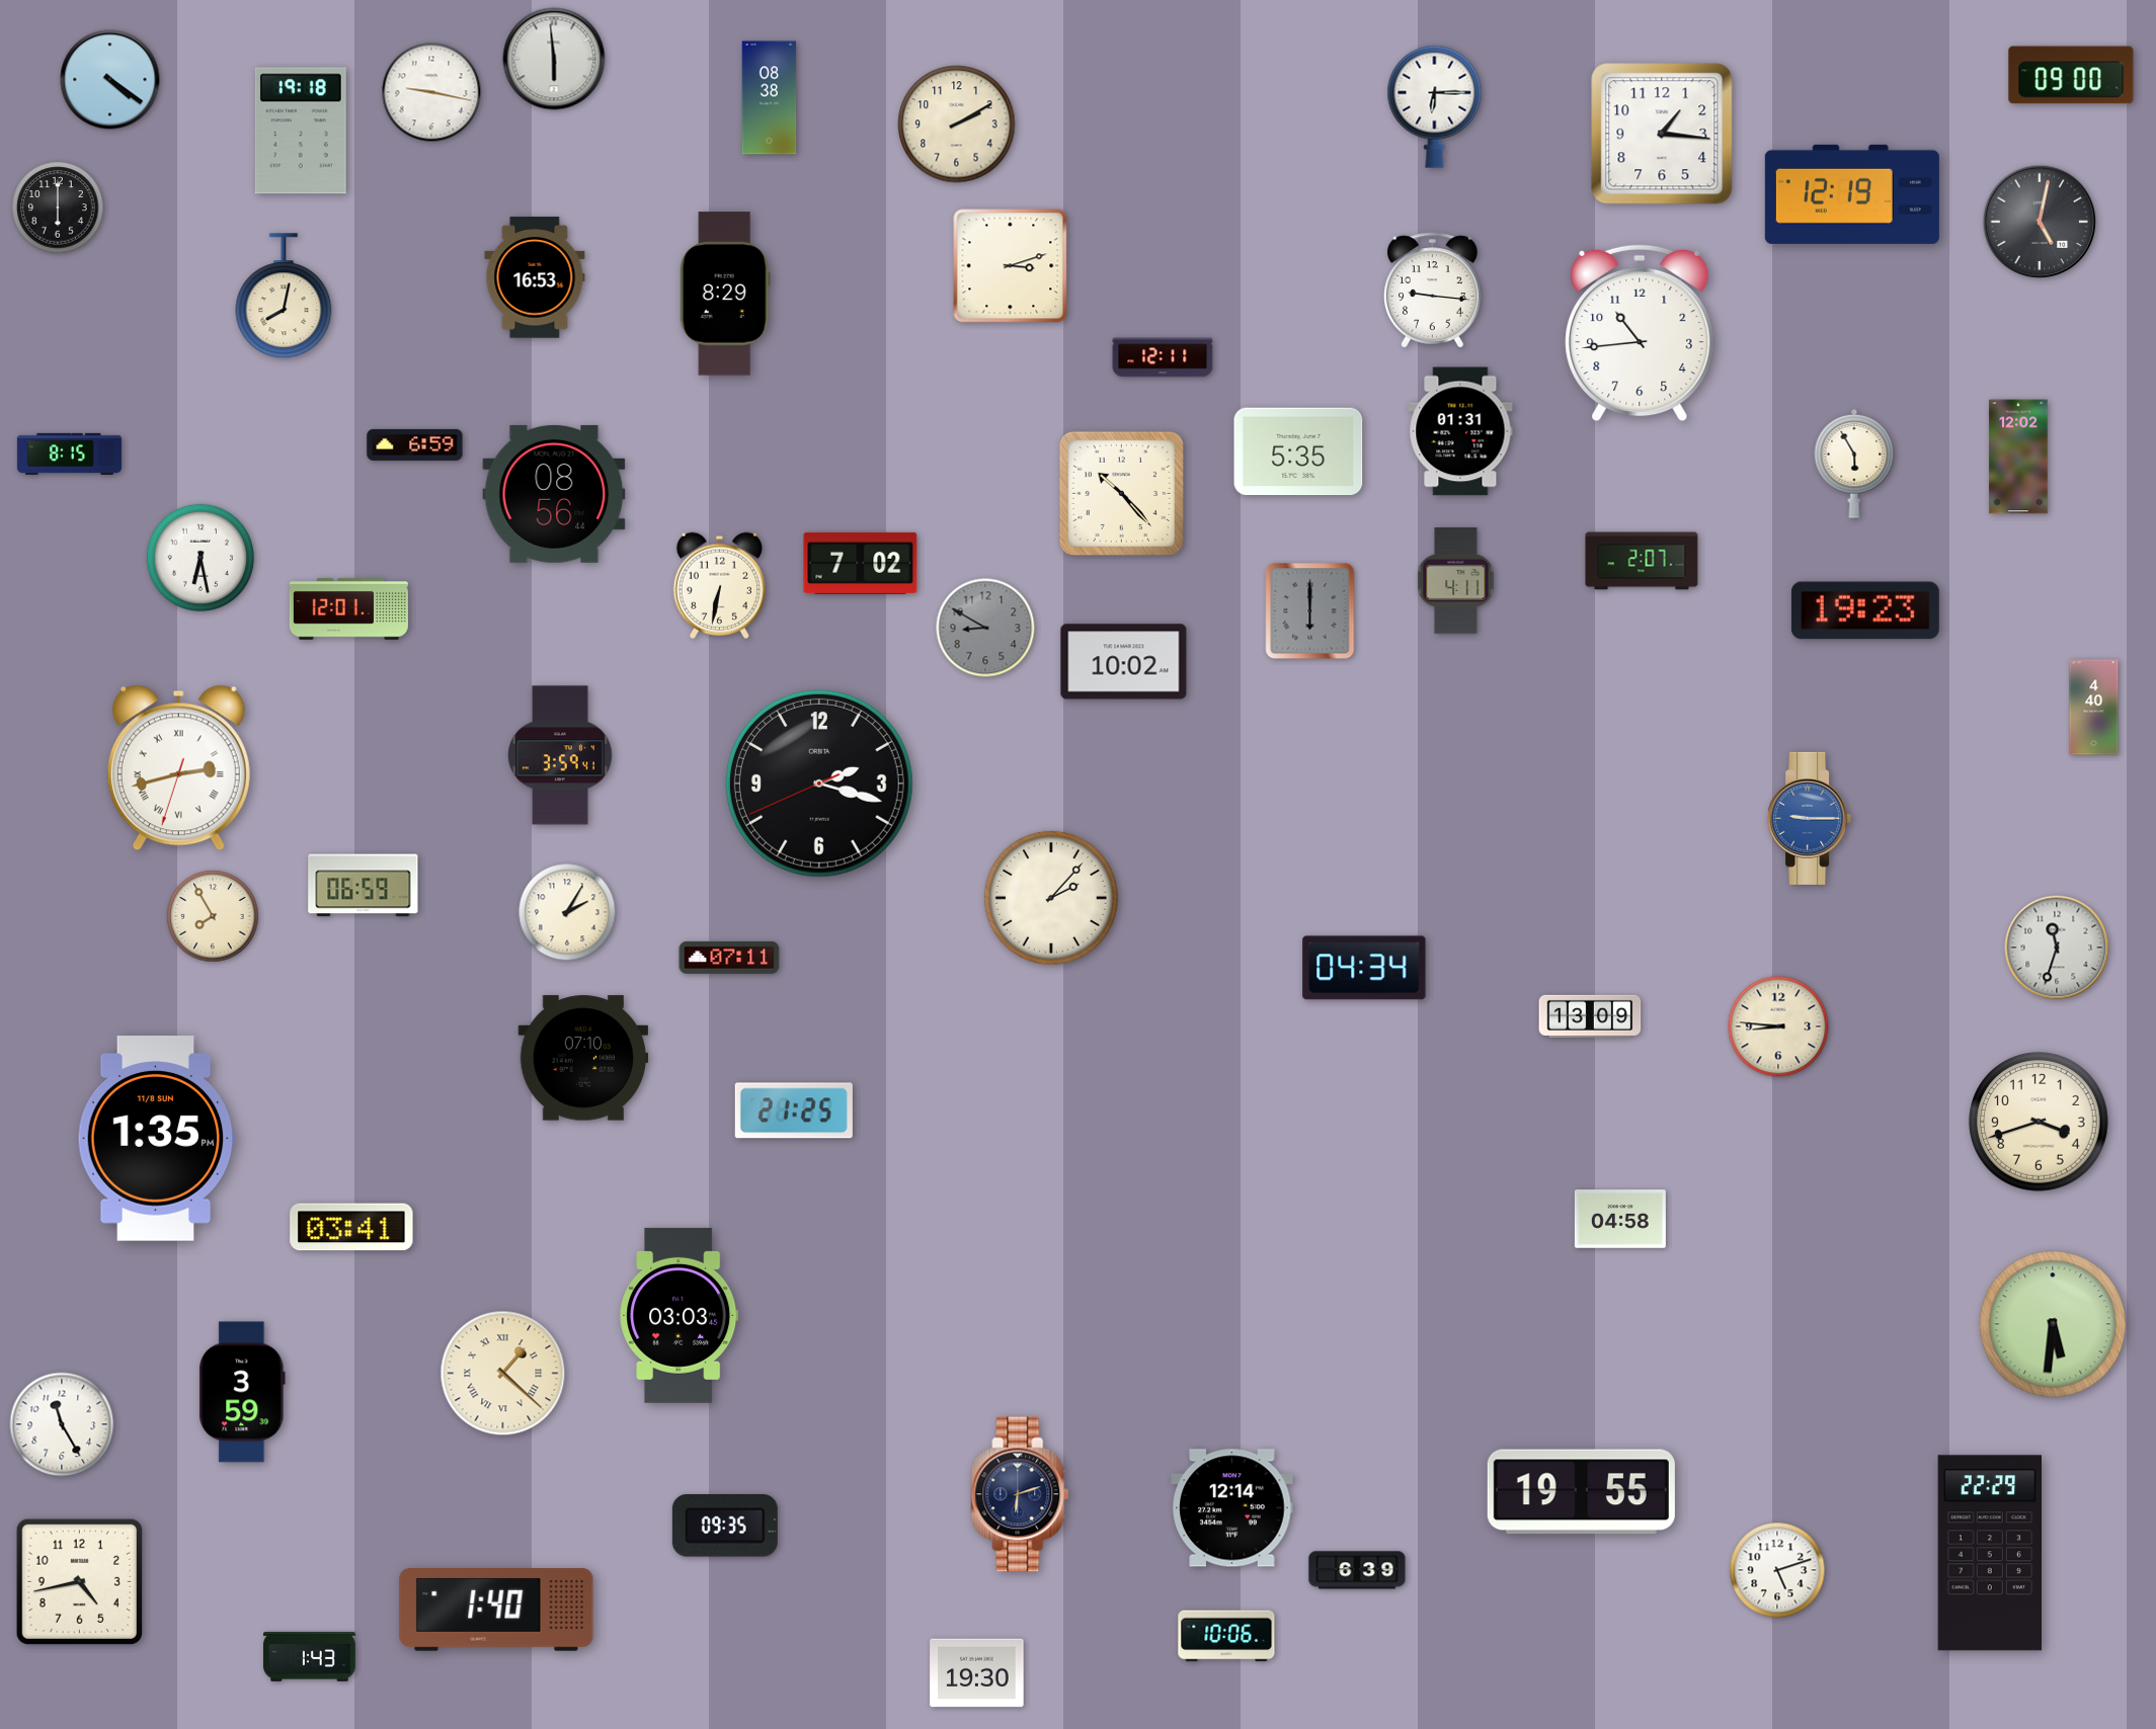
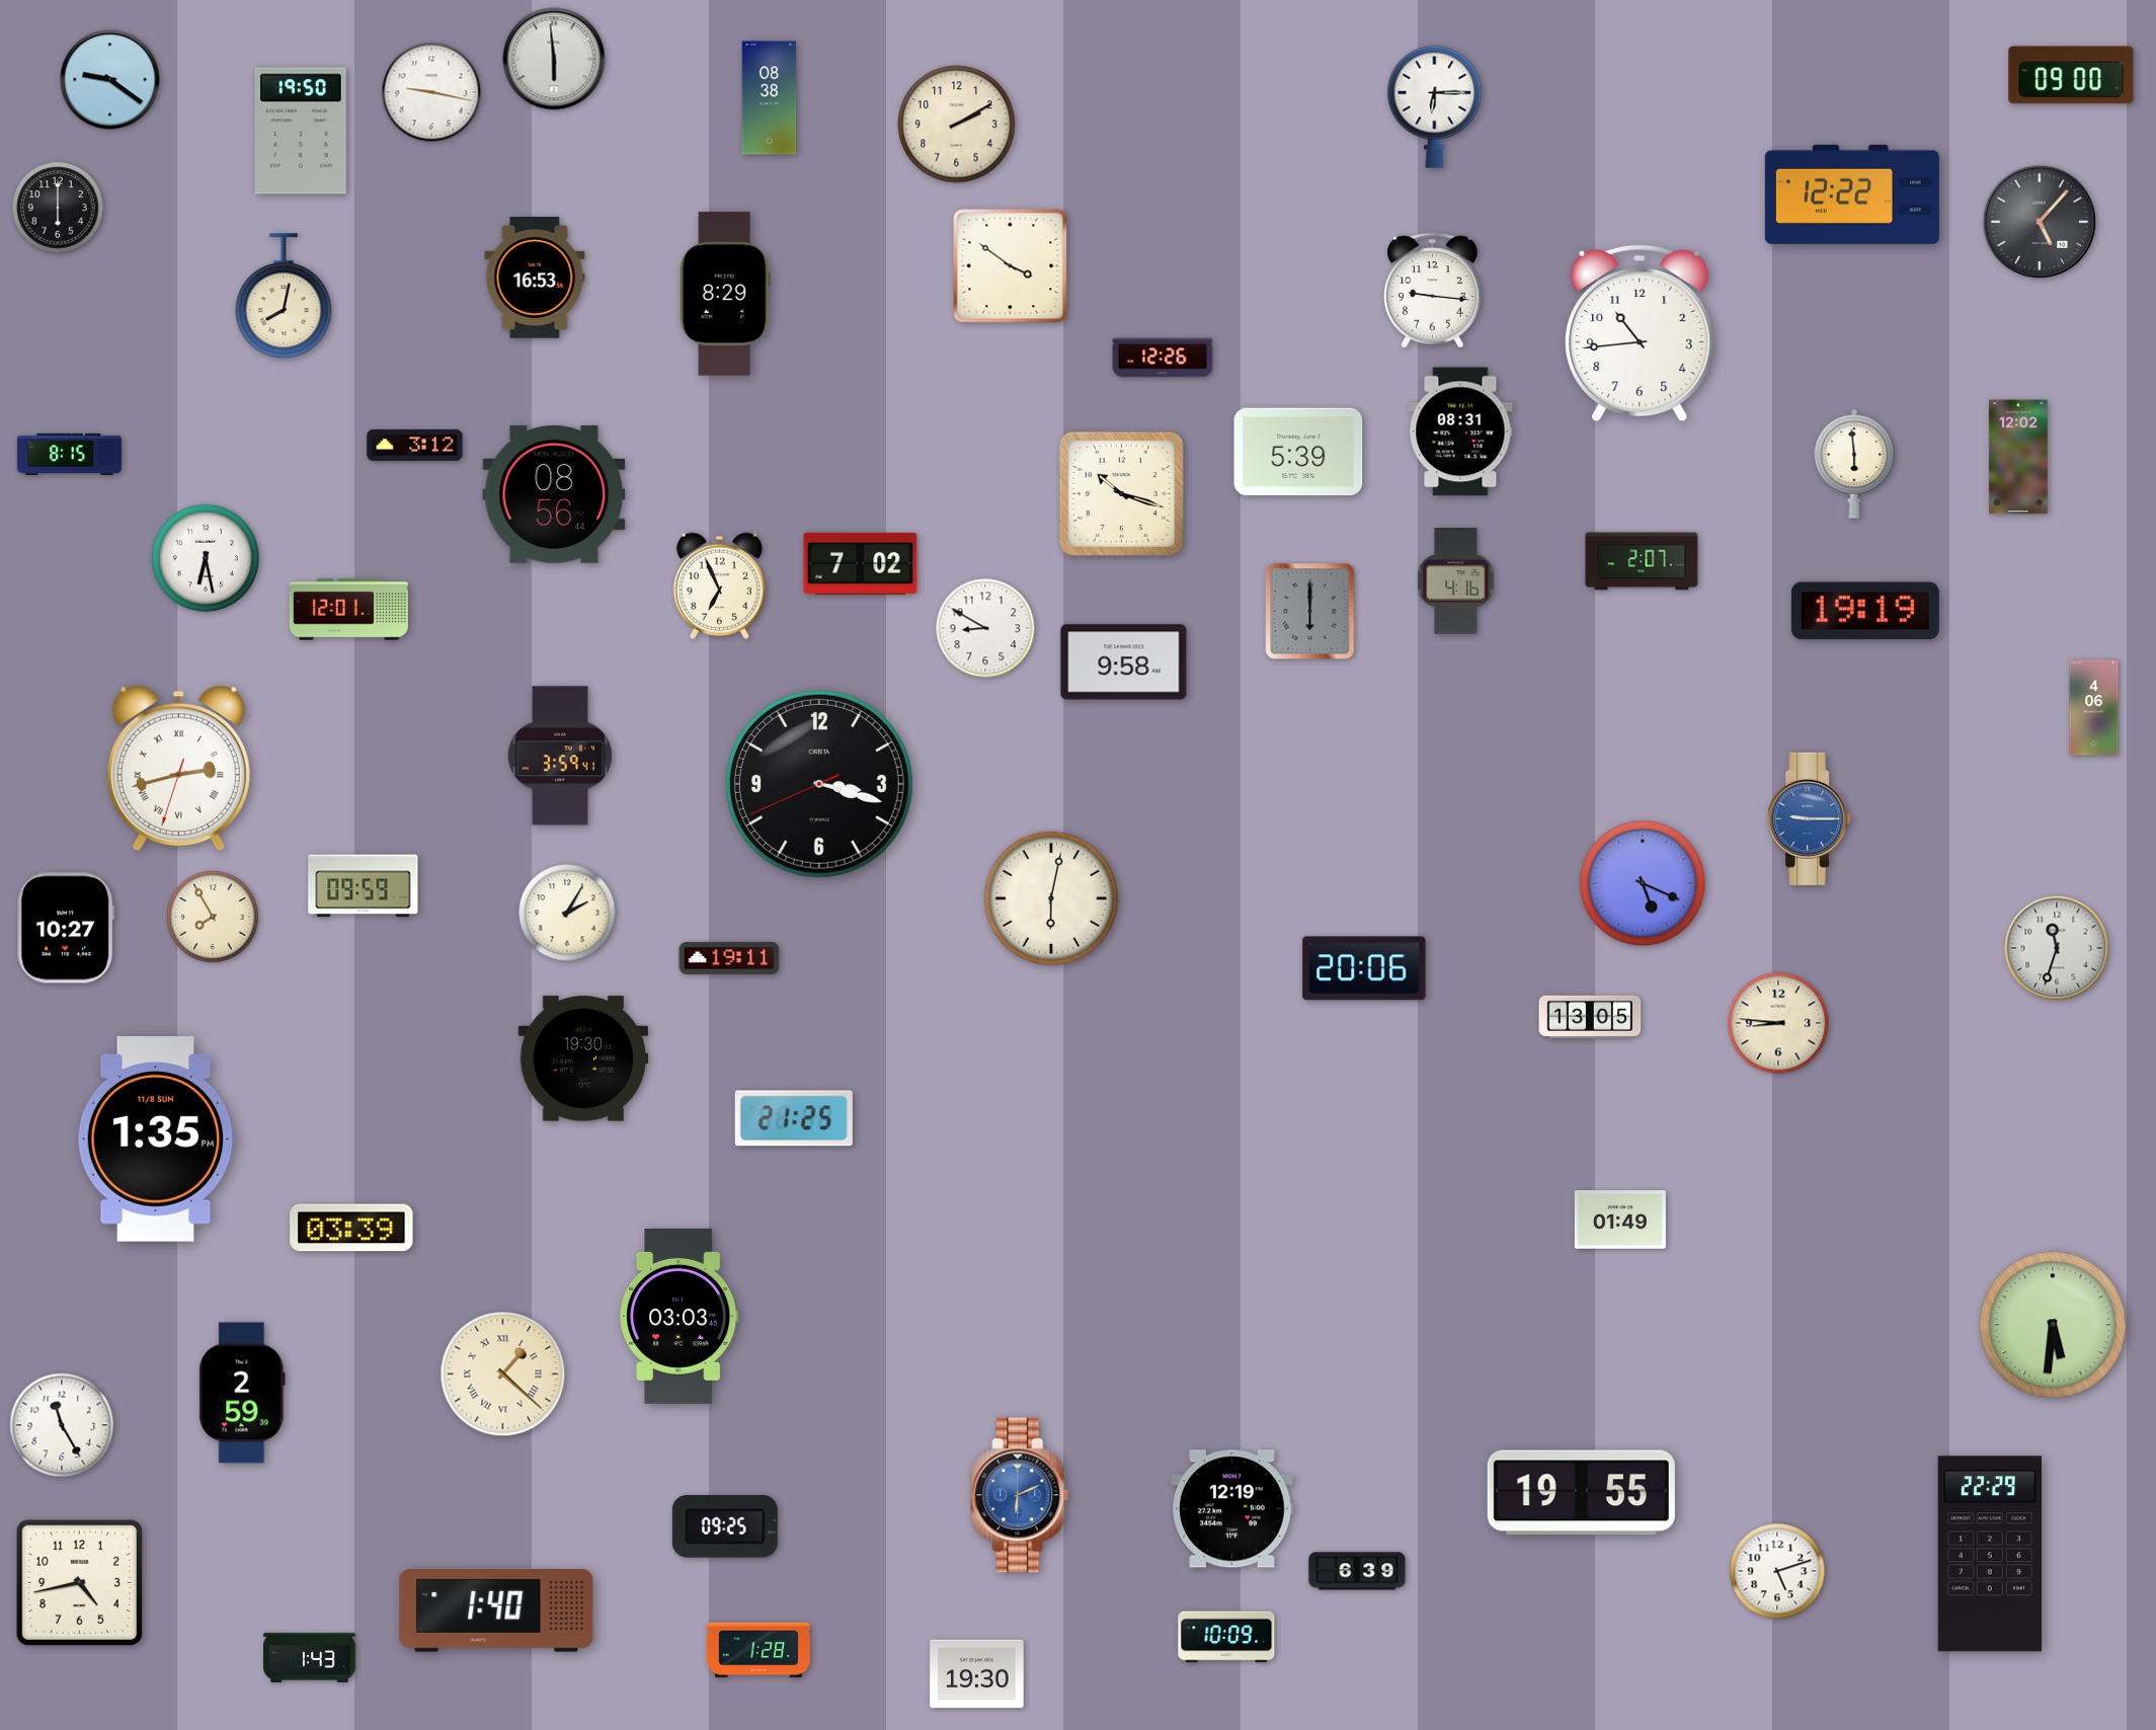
clock at (110, 80): 4:21 -> 9:21
clock at (301, 131): 19:18 -> 19:50
clock at (1662, 134): 1:16 -> none
clock at (1852, 194): 12:19 -> 12:22
clock at (2040, 222): 5:02 -> 5:07
clock at (1011, 266): 3:12 -> 3:51
clock at (1163, 357): 12:11 -> 12:26
clock at (1460, 431): 01:31 -> 08:31
clock at (415, 444): 6:59 -> 3:12
clock at (1298, 451): 5:35 -> 5:39
clock at (1854, 464): 5:55 -> 5:59
clock at (1121, 493): 10:23 -> 10:18
clock at (199, 557) position: (199, 557) -> (205, 557)
clock at (1456, 581): 4:11 -> 4:16
clock at (719, 585): 6:32 -> 6:56
clock at (1865, 610): 19:23 -> 19:19
clock at (985, 628) dial: grey -> white
clock at (1124, 662): 10:02 -> 9:58
clock at (2094, 708): 4:40 -> 4:06
clock at (819, 784): 2:17 -> 3:17
clock at (1643, 883): none -> 5:19
clock at (364, 886): 06:59 -> 09:59
clock at (1051, 898): 2:07 -> 6:02
clock at (66, 928): none -> 10:27
clock at (729, 958): 07:11 -> 19:11
clock at (1364, 968): 04:34 -> 20:06
clock at (1590, 1016): 13:09 -> 13:05
clock at (1778, 1026) position: (1778, 1026) -> (1778, 1023)
clock at (583, 1058): 07:10 -> 19:30
clock at (794, 1110) position: (794, 1110) -> (794, 1118)
clock at (2039, 1122): 3:42 -> none
clock at (1620, 1219): 04:58 -> 01:49
clock at (351, 1227): 03:41 -> 03:39
clock at (242, 1392): 3:59 -> 2:59
clock at (1020, 1494): 6:12 -> 6:11
clock at (1020, 1494) dial: navy -> blue
clock at (1232, 1508): 12:14 -> 12:19
clock at (725, 1526): 09:35 -> 09:25
clock at (1226, 1636): 10:06 -> 10:09
clock at (757, 1650): none -> 1:28
